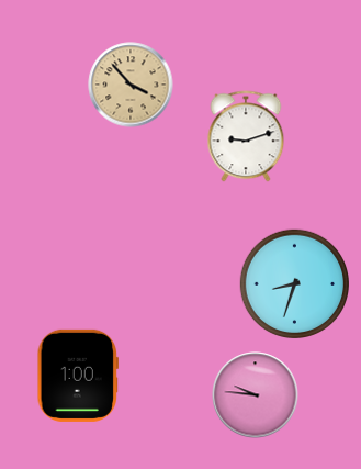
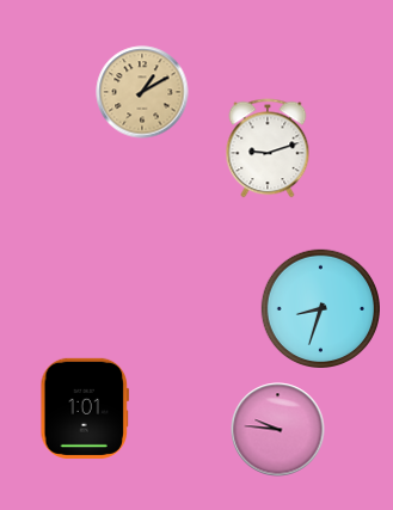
clock at (131, 85): 3:53 -> 1:10
clock at (78, 376): 1:00 -> 1:01
